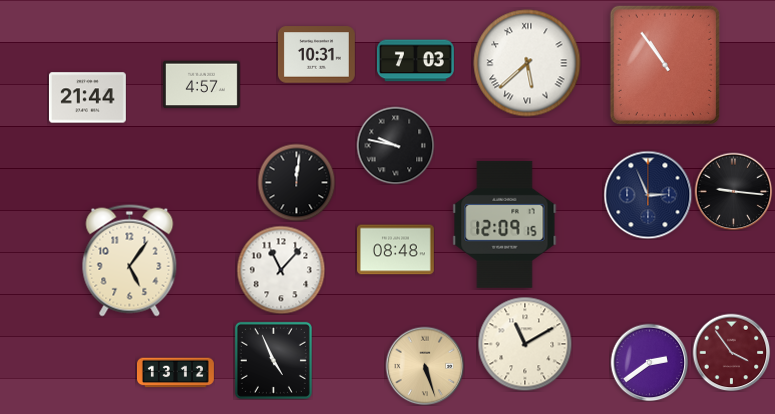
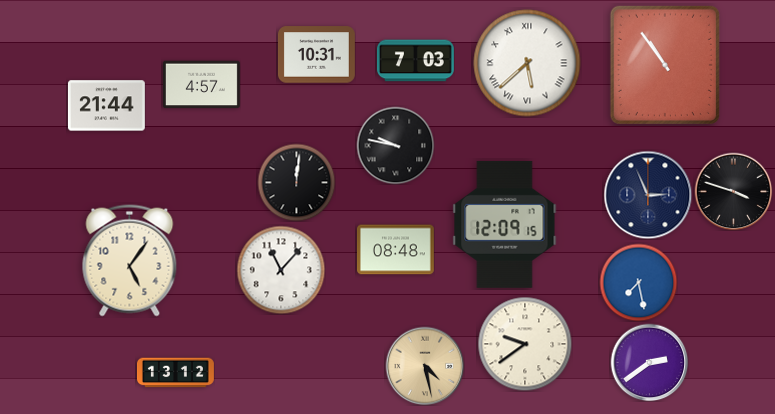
clock at (87, 98) position: (87, 98) -> (106, 106)
clock at (733, 191): 9:16 -> 3:48
clock at (638, 282): none -> 7:28
clock at (525, 344): 11:10 -> 9:39
clock at (731, 352): 3:54 -> none
clock at (273, 360): 4:56 -> none
clock at (425, 366): 5:27 -> 4:28
